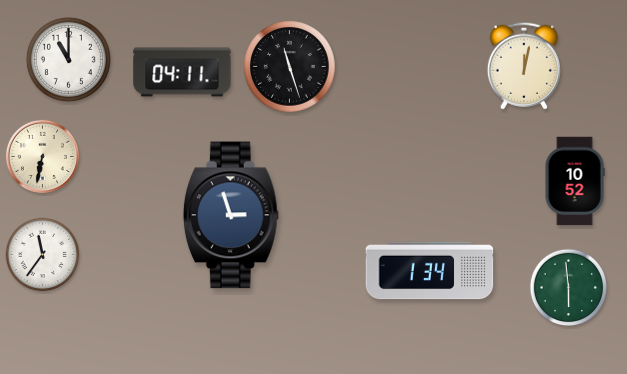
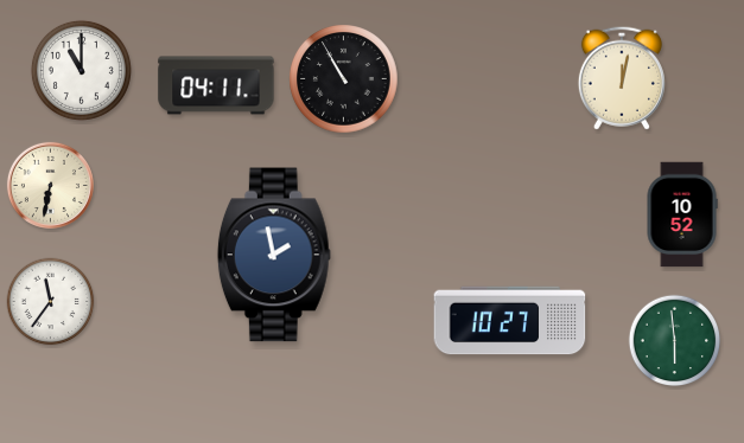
clock at (290, 67): 11:27 -> 10:55
clock at (231, 215): 2:57 -> 1:58
clock at (430, 271): 1:34 -> 10:27
